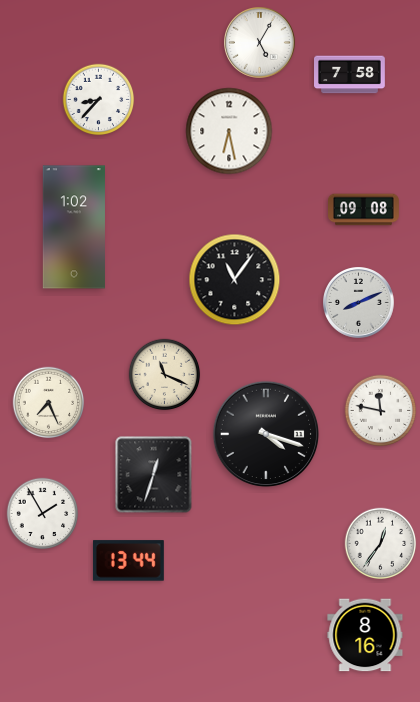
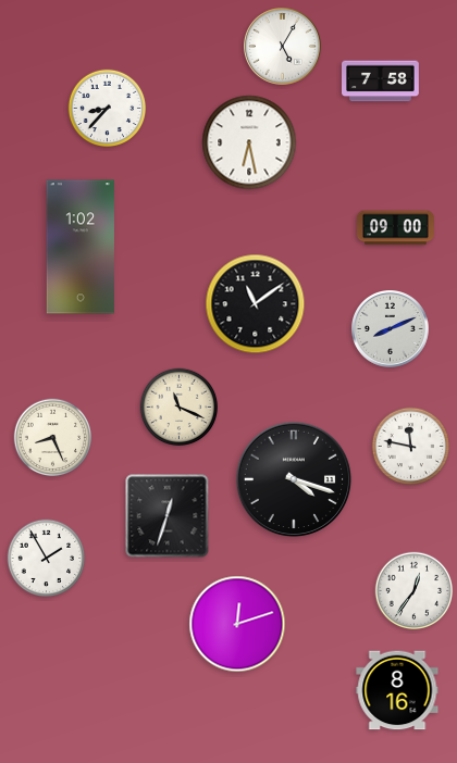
clock at (364, 210): 09:08 -> 09:00
clock at (235, 280): 11:06 -> 11:09
clock at (49, 403): 7:26 -> 8:26
clock at (381, 411) position: (381, 411) -> (411, 447)
clock at (266, 434) position: (266, 434) -> (294, 479)
clock at (128, 561): 13:44 -> none
clock at (237, 624): none -> 12:12
